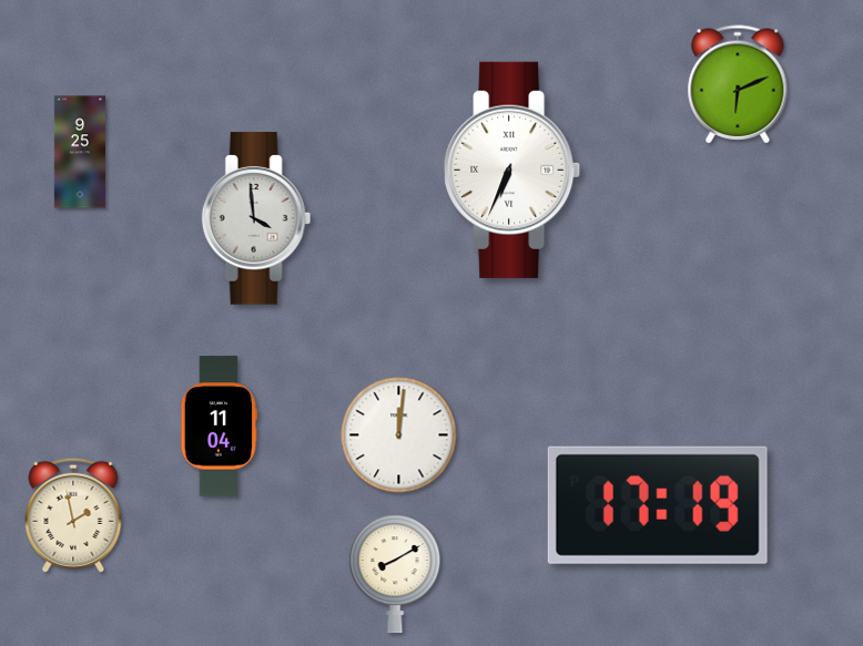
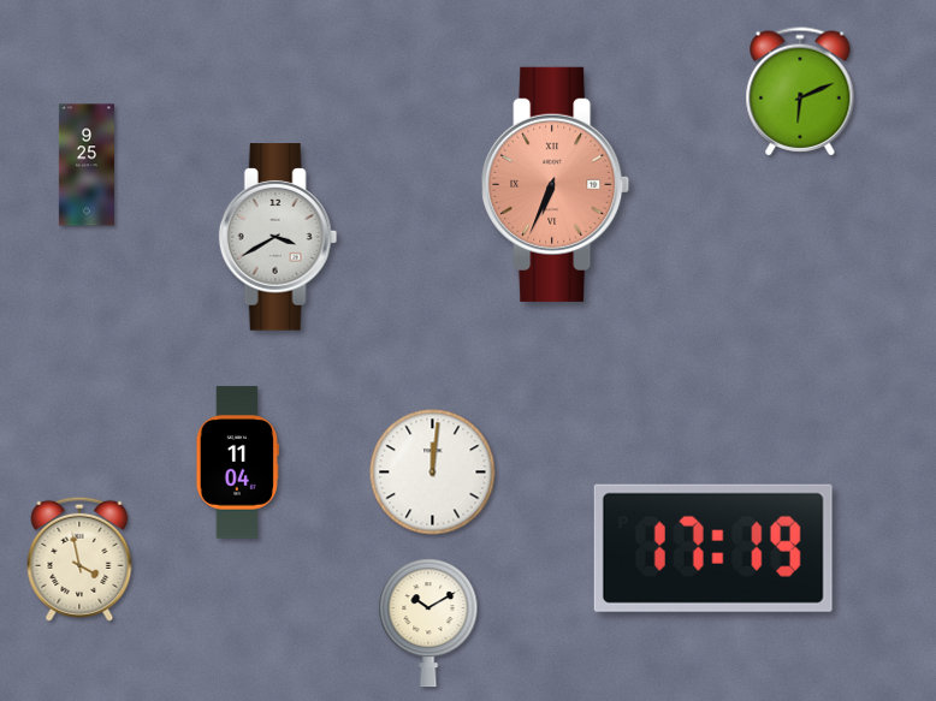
clock at (512, 170) dial: white -> salmon
clock at (256, 218): 3:59 -> 3:40
clock at (73, 515): 1:58 -> 3:58
clock at (395, 574): 8:10 -> 10:10
